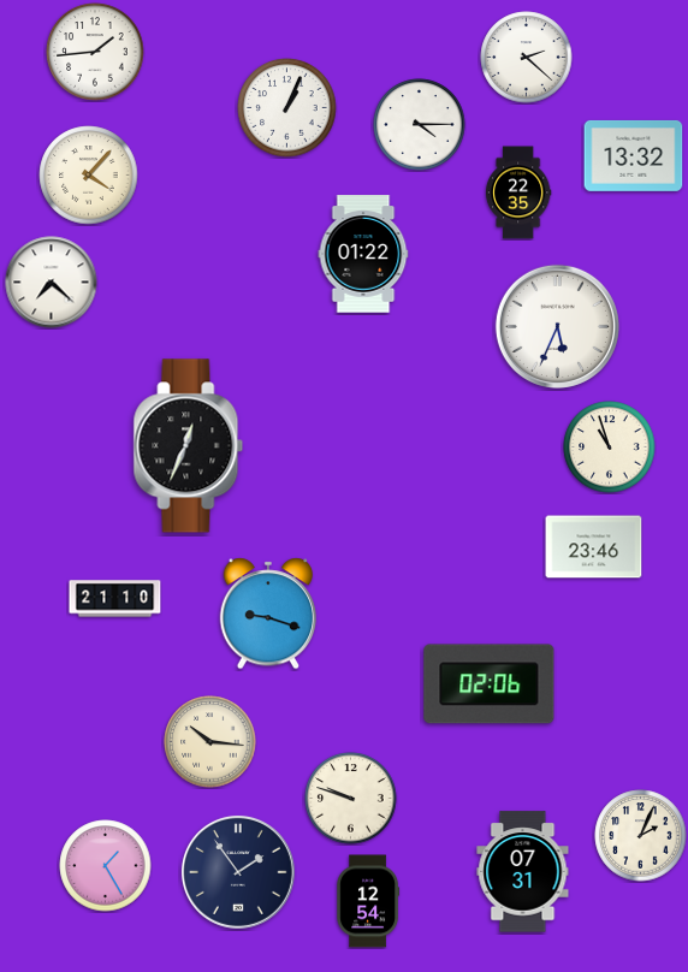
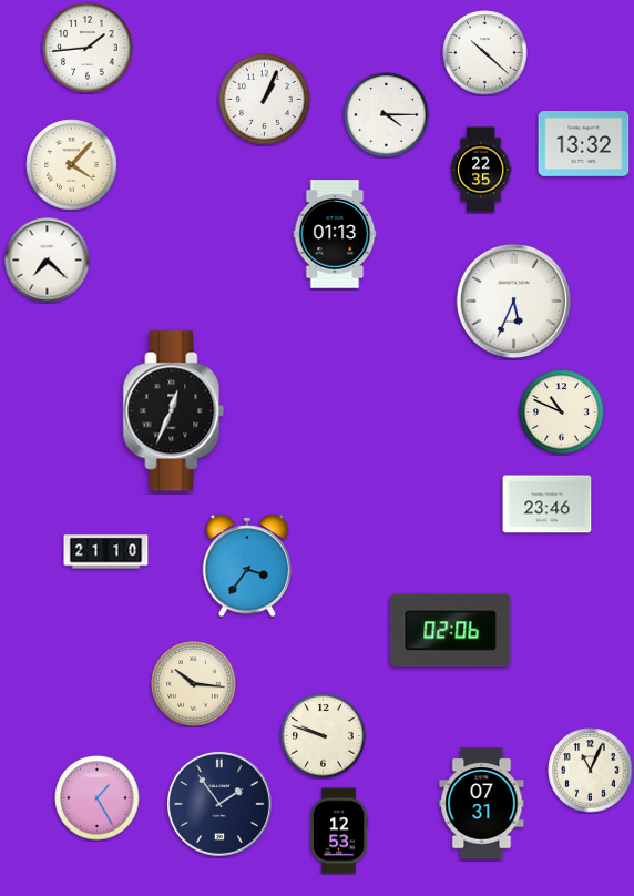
clock at (527, 58): 2:22 -> 10:22
clock at (89, 176) position: (89, 176) -> (72, 165)
clock at (518, 192) position: (518, 192) -> (481, 170)
clock at (363, 254): 01:22 -> 01:13
clock at (610, 448): 10:57 -> 10:49
clock at (268, 614): 9:18 -> 3:36
clock at (641, 836): 2:04 -> 11:04
clock at (368, 901): 12:54 -> 12:53
